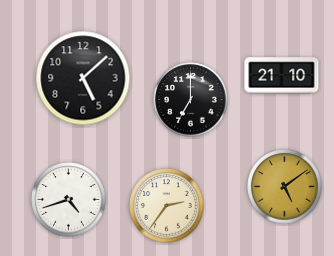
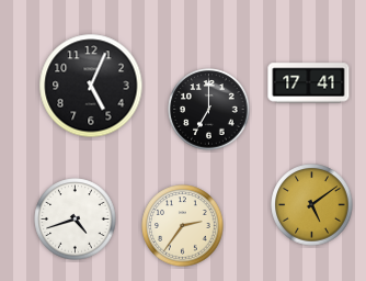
clock at (282, 76): 21:10 -> 17:41
clock at (83, 78): 5:08 -> 5:04
